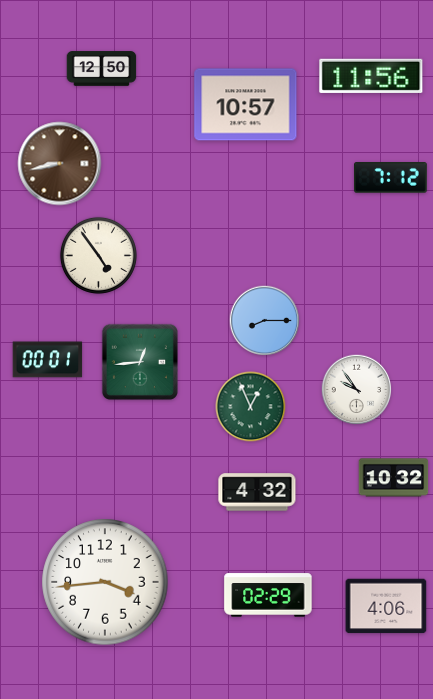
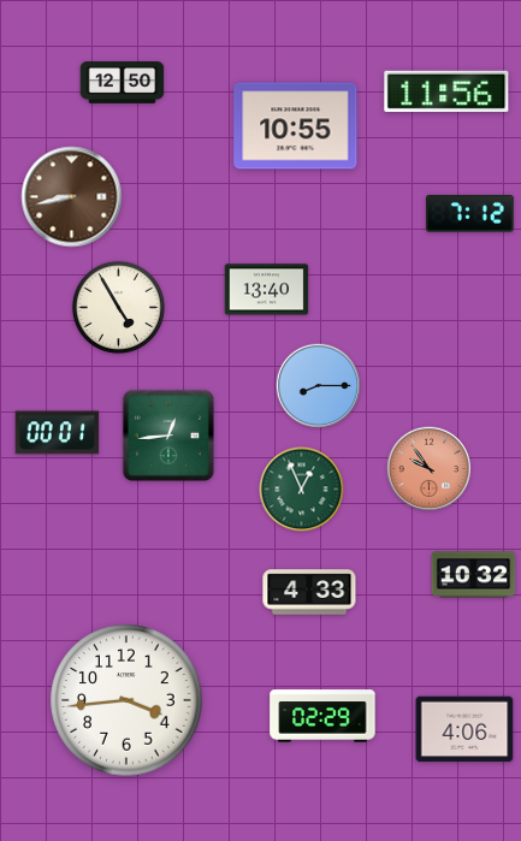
clock at (246, 105): 10:57 -> 10:55
clock at (267, 290): none -> 13:40
clock at (98, 255): 4:54 -> 4:55
clock at (357, 390) dial: white -> salmon
clock at (257, 492): 4:32 -> 4:33
